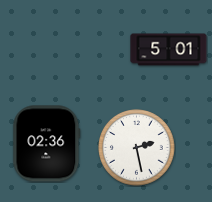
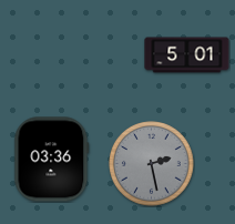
clock at (47, 144): 02:36 -> 03:36
clock at (137, 148) dial: white -> grey
